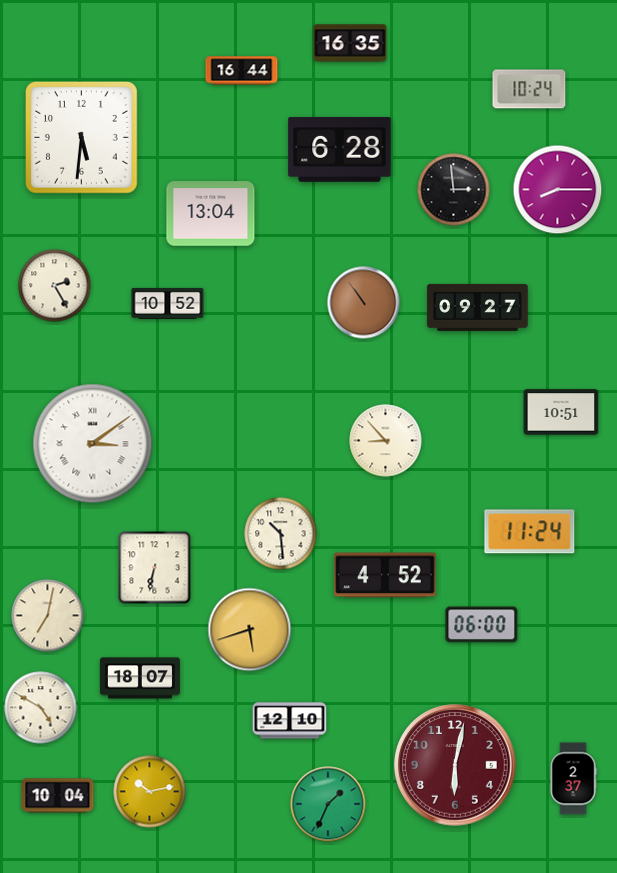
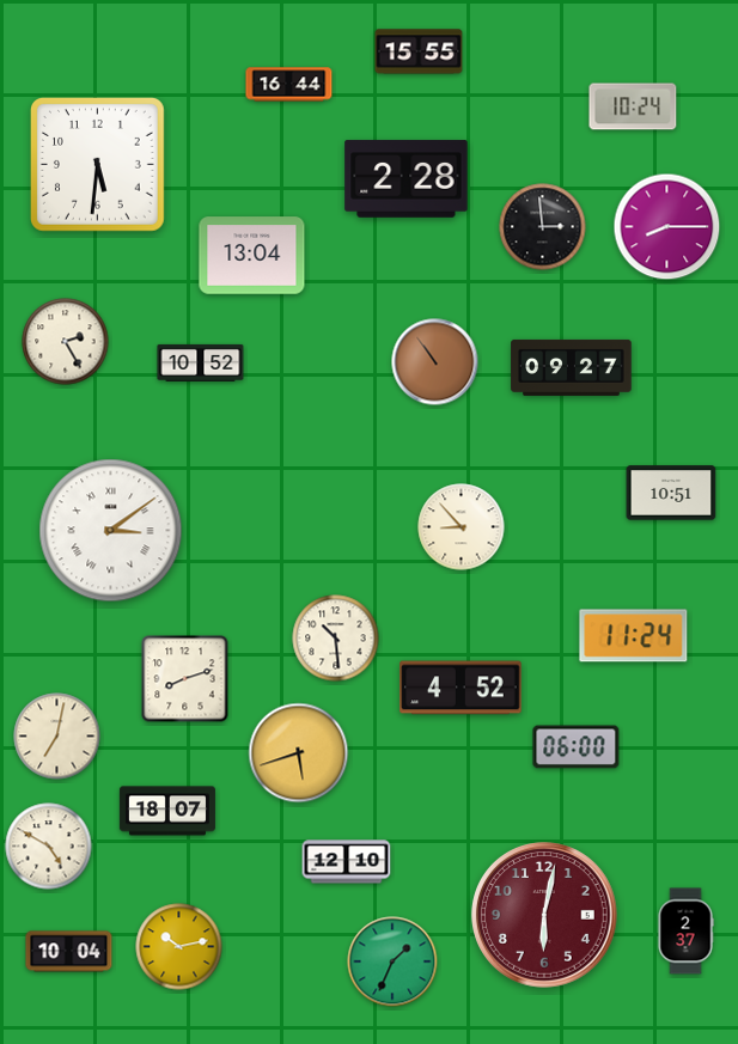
clock at (350, 43): 16:35 -> 15:55
clock at (340, 150): 6:28 -> 2:28
clock at (155, 568): 6:32 -> 8:12
